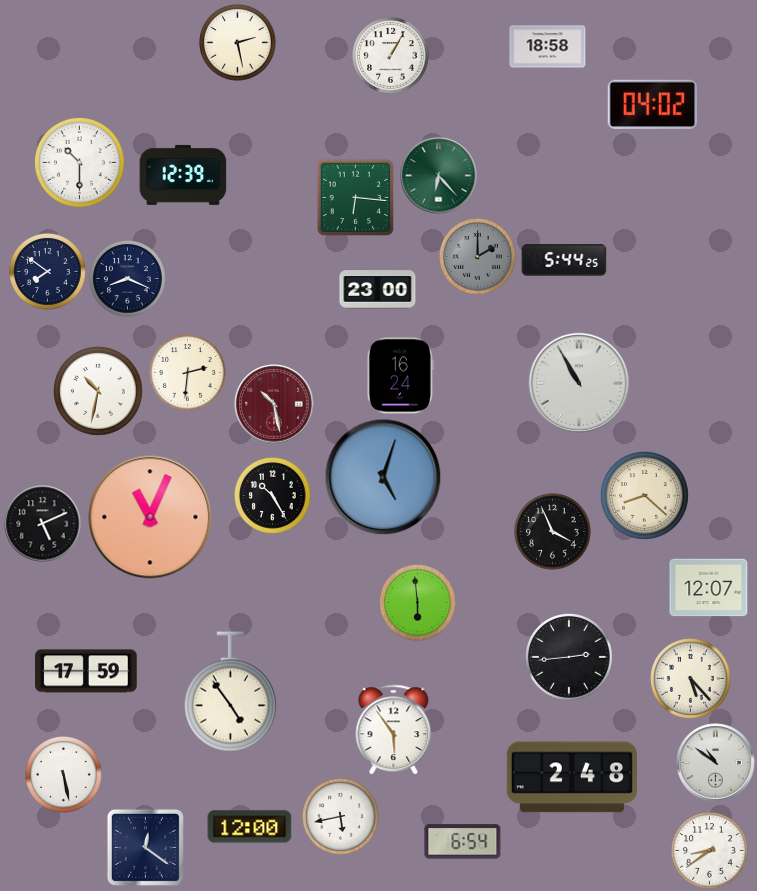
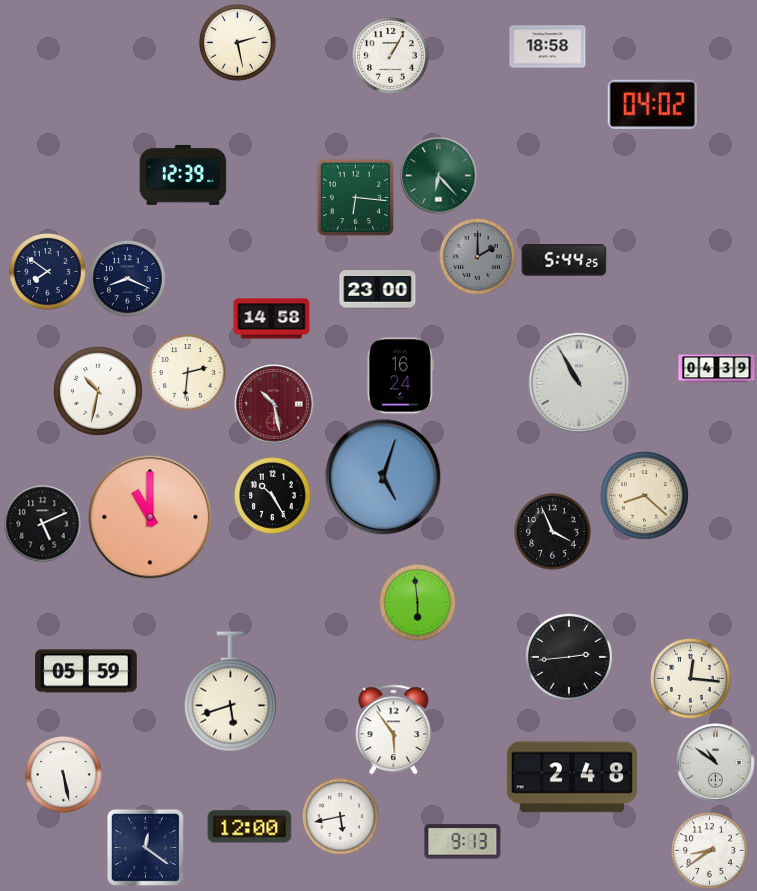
clock at (79, 162): 10:30 -> none
clock at (272, 319): none -> 14:58
clock at (717, 369): none -> 04:39
clock at (150, 517): 11:04 -> 11:00
clock at (709, 588): 12:07 -> none
clock at (86, 671): 17:59 -> 05:59
clock at (691, 679): 5:23 -> 12:16
clock at (230, 692): 4:54 -> 5:42
clock at (463, 842): 6:54 -> 9:13
